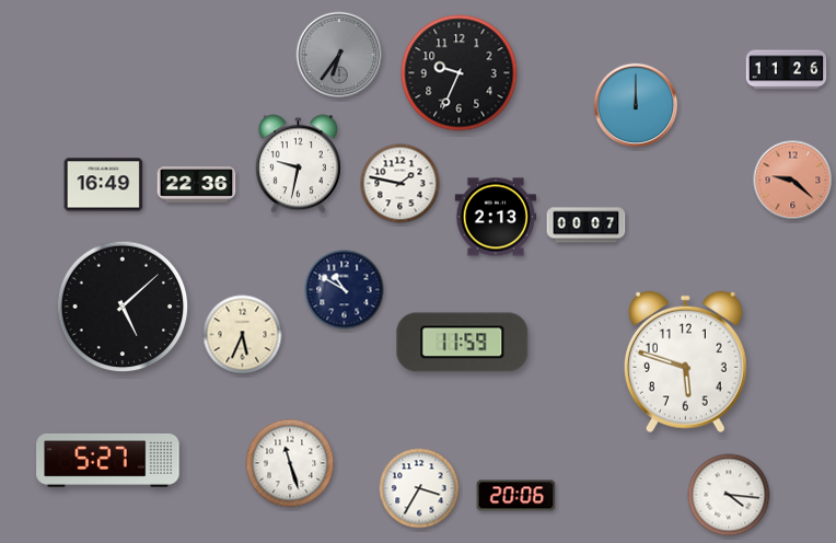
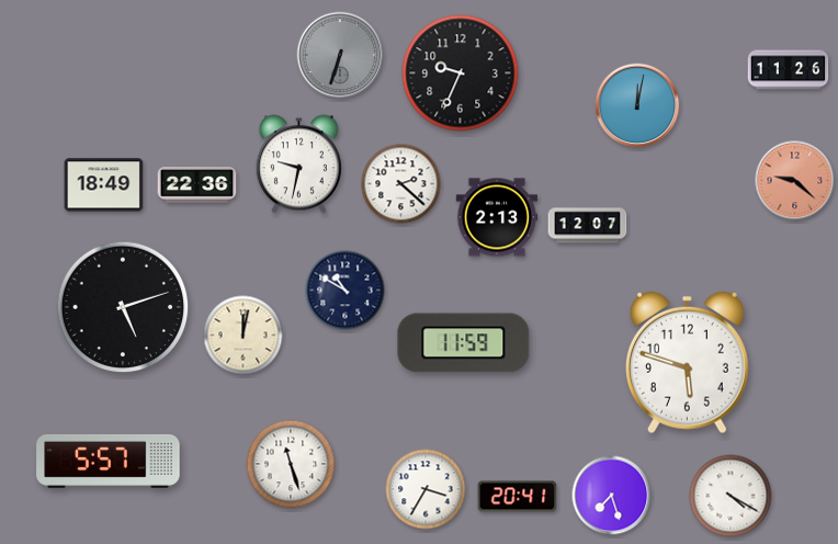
clock at (339, 55): 6:36 -> 6:33
clock at (636, 105): 12:00 -> 12:02
clock at (400, 184): 1:47 -> 2:22
clock at (104, 185): 16:49 -> 18:49
clock at (587, 226): 00:07 -> 12:07
clock at (123, 307): 5:08 -> 5:12
clock at (243, 335): 5:34 -> 12:02
clock at (108, 460): 5:27 -> 5:57
clock at (419, 488) position: (419, 488) -> (426, 489)
clock at (612, 496): none -> 7:27
clock at (729, 495): 4:16 -> 4:20
clock at (516, 496): 20:06 -> 20:41
